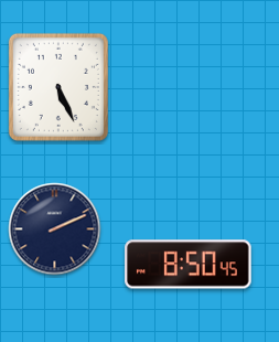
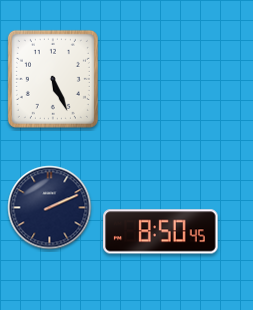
clock at (189, 265) position: (189, 265) -> (161, 232)
